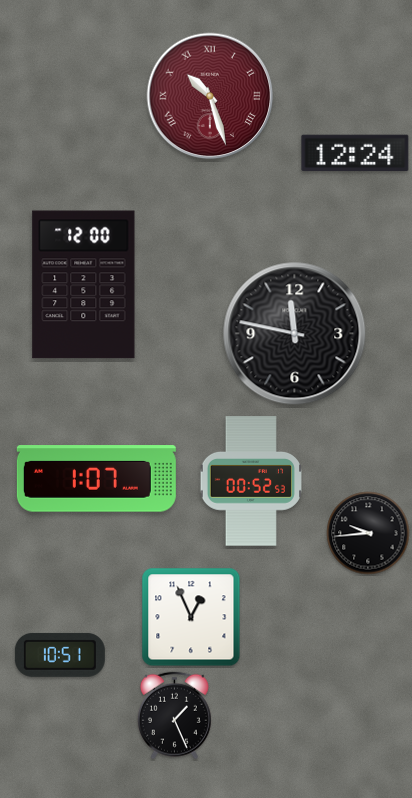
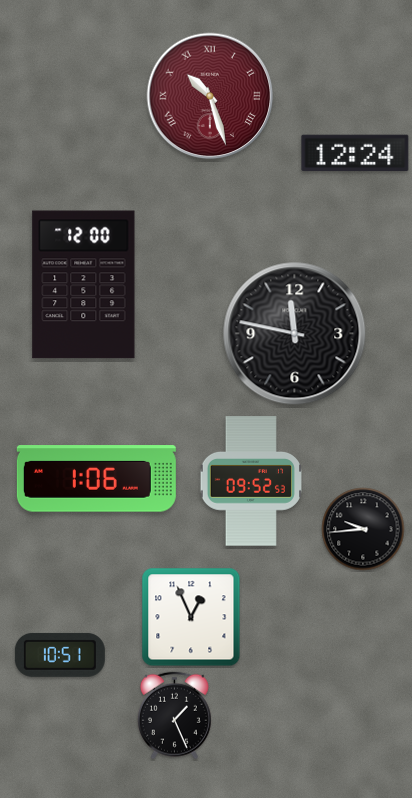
clock at (96, 479): 1:07 -> 1:06
clock at (250, 481): 00:52 -> 09:52
clock at (368, 533) position: (368, 533) -> (363, 529)
